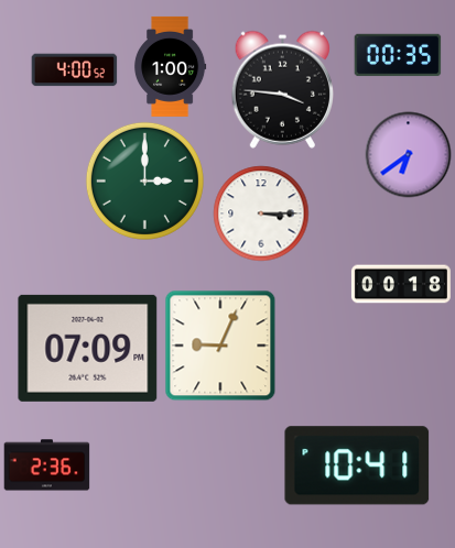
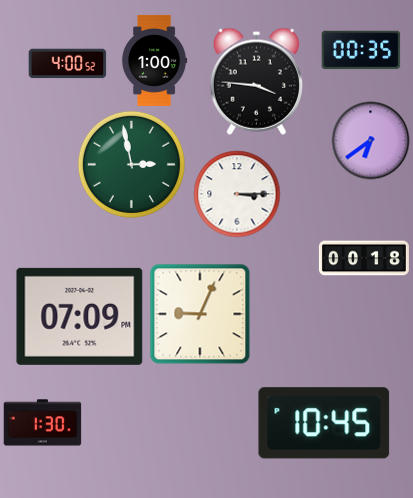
clock at (144, 180): 3:00 -> 2:58
clock at (46, 465): 2:36 -> 1:30
clock at (357, 465): 10:41 -> 10:45
